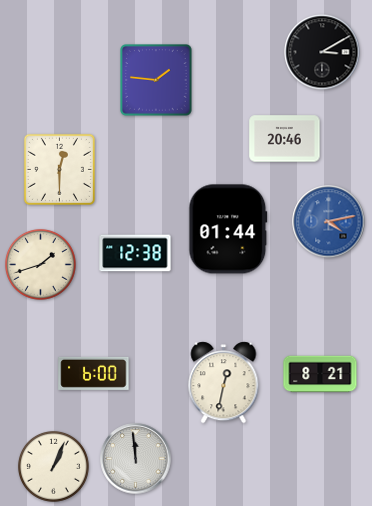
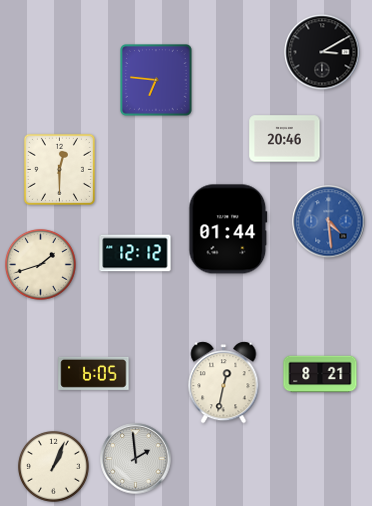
clock at (157, 81): 1:46 -> 6:46
clock at (329, 222): 4:13 -> 4:29
clock at (135, 253): 12:38 -> 12:12
clock at (94, 373): 6:00 -> 6:05
clock at (136, 459): 11:59 -> 1:59
